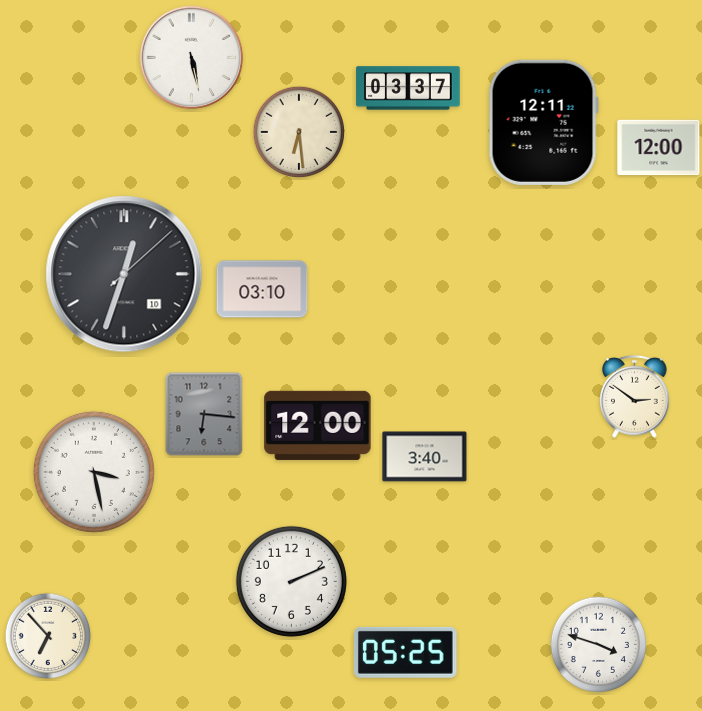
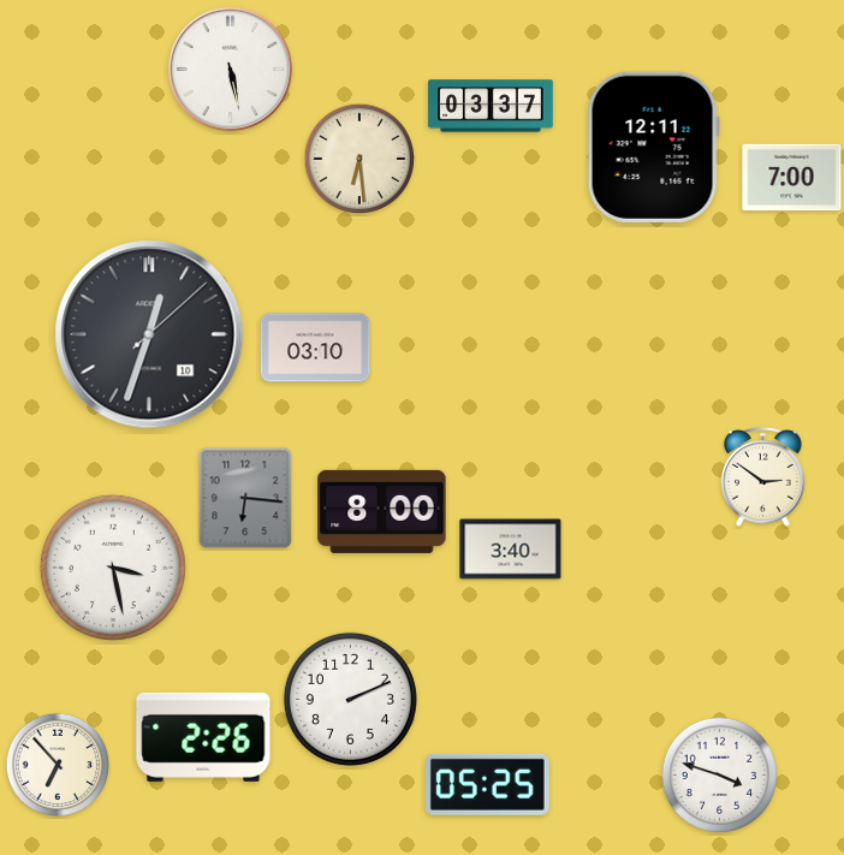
clock at (659, 148): 12:00 -> 7:00
clock at (124, 274) position: (124, 274) -> (149, 334)
clock at (318, 425): 12:00 -> 8:00
clock at (203, 737): none -> 2:26
